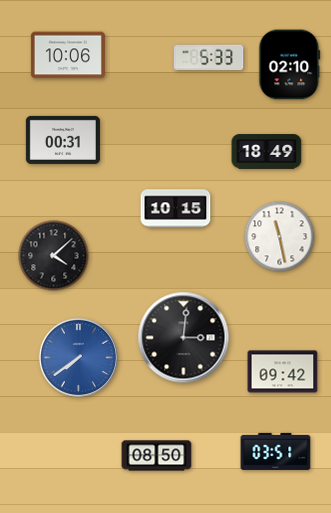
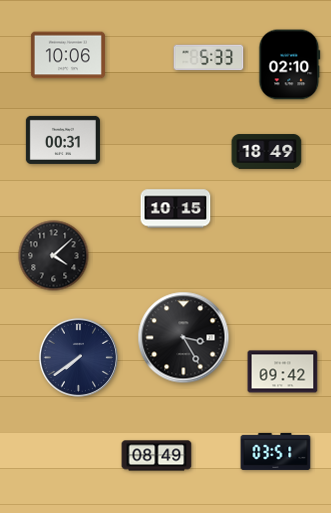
clock at (280, 237): 11:28 -> none
clock at (184, 338): 3:01 -> 3:25
clock at (78, 357) dial: blue -> navy
clock at (157, 456): 08:50 -> 08:49
